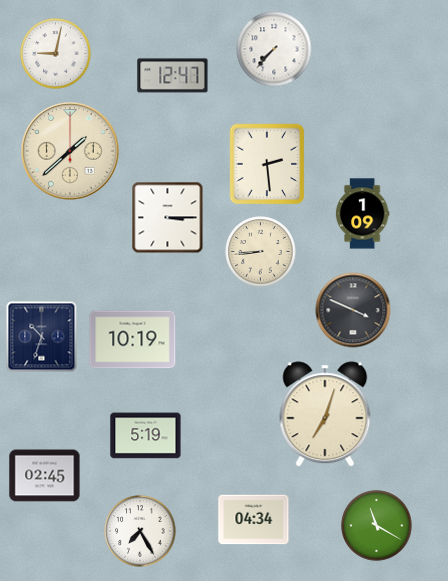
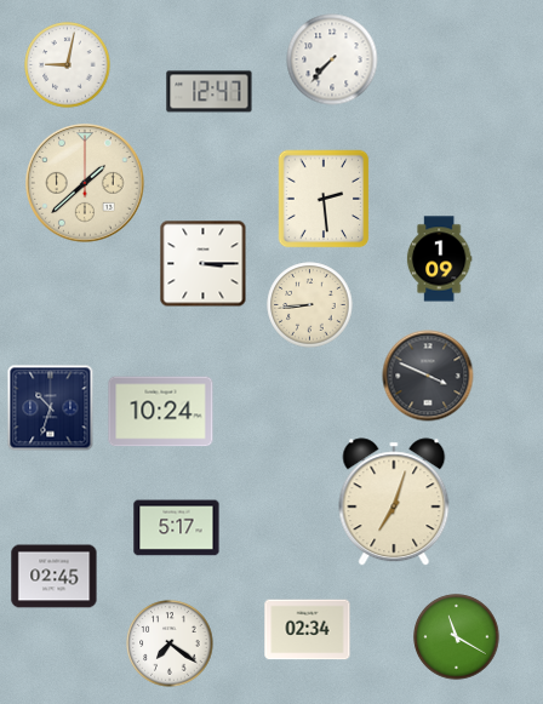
clock at (261, 252) position: (261, 252) -> (310, 305)
clock at (133, 340): 10:19 -> 10:24
clock at (146, 436): 5:19 -> 5:17
clock at (254, 520): 04:34 -> 02:34
clock at (140, 531): 7:25 -> 7:21
